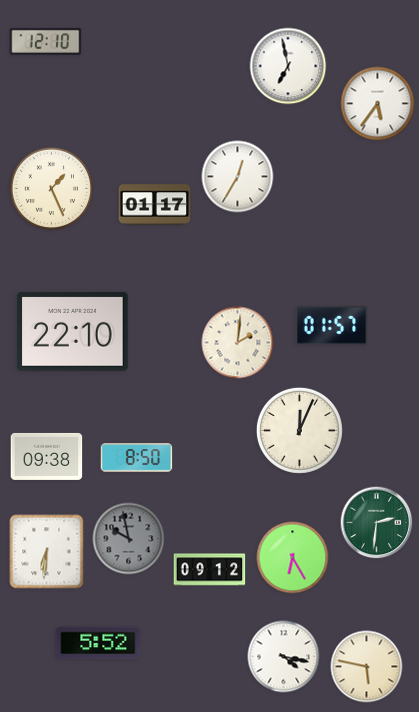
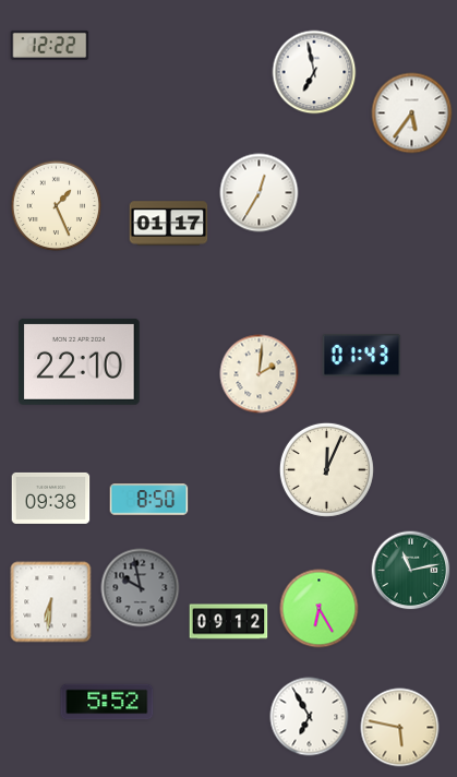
clock at (46, 41): 12:10 -> 12:22
clock at (332, 326): 01:57 -> 01:43
clock at (377, 523): 2:31 -> 11:13
clock at (284, 657): 4:17 -> 6:55
